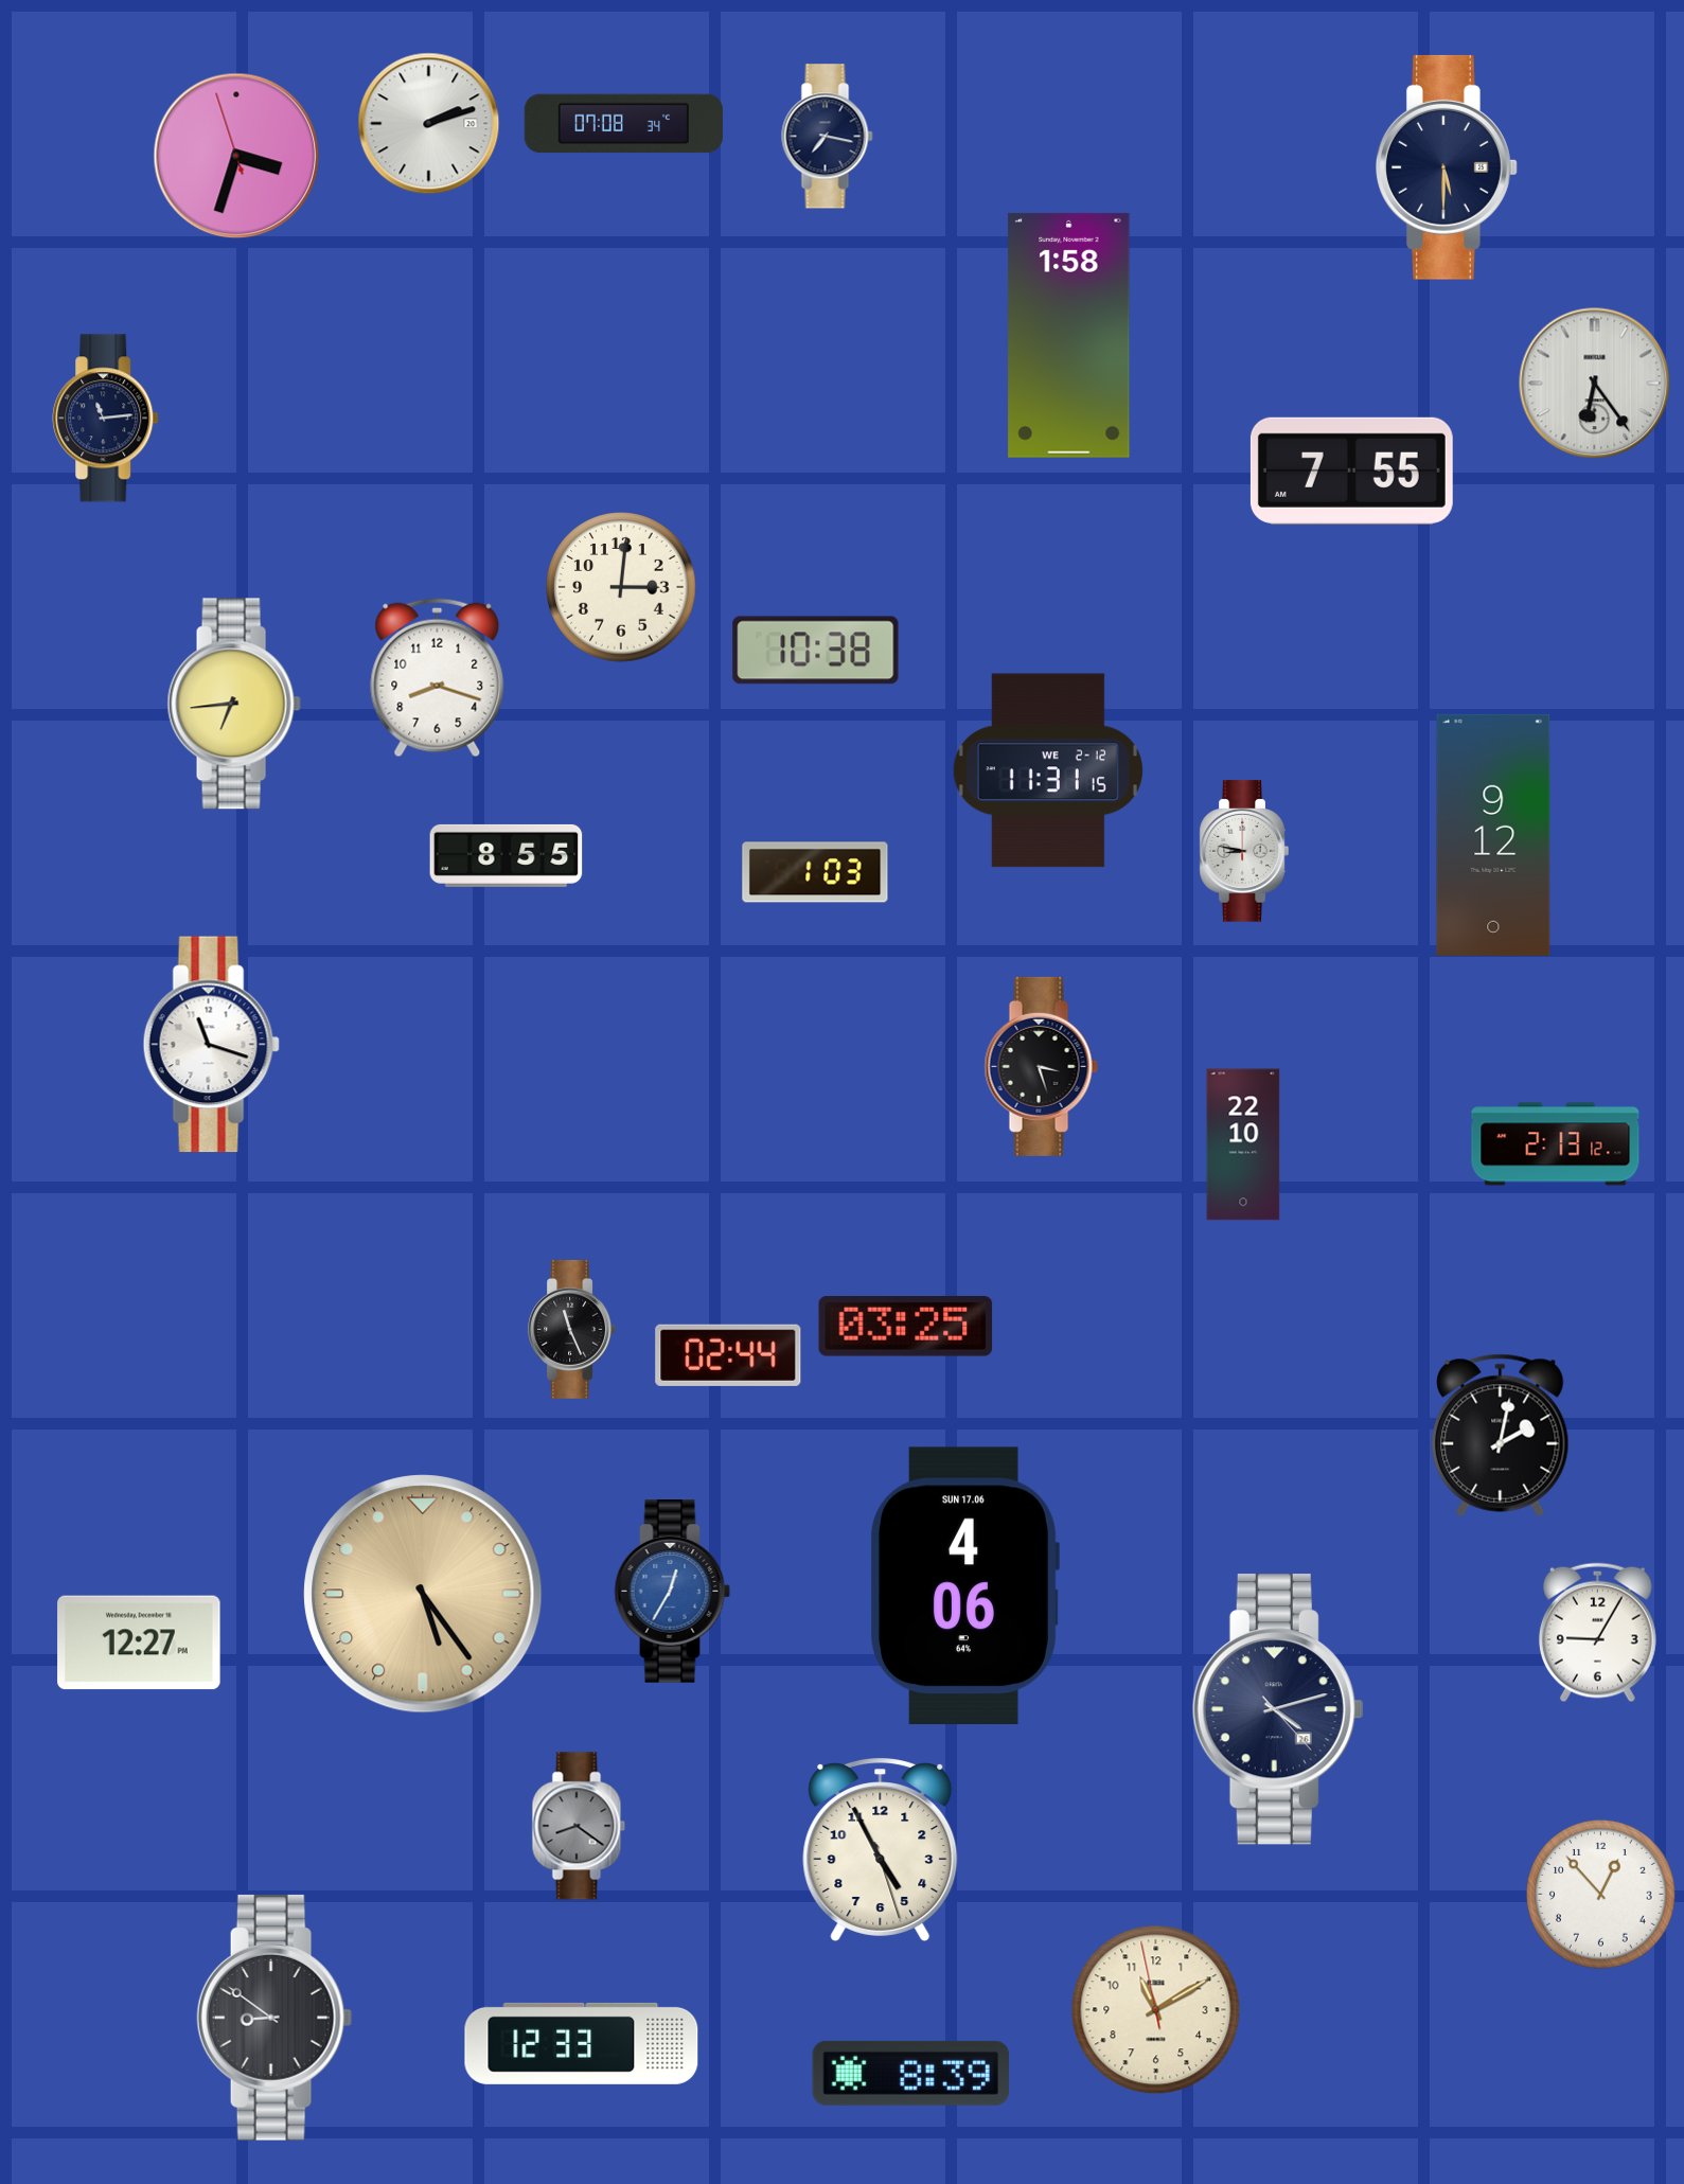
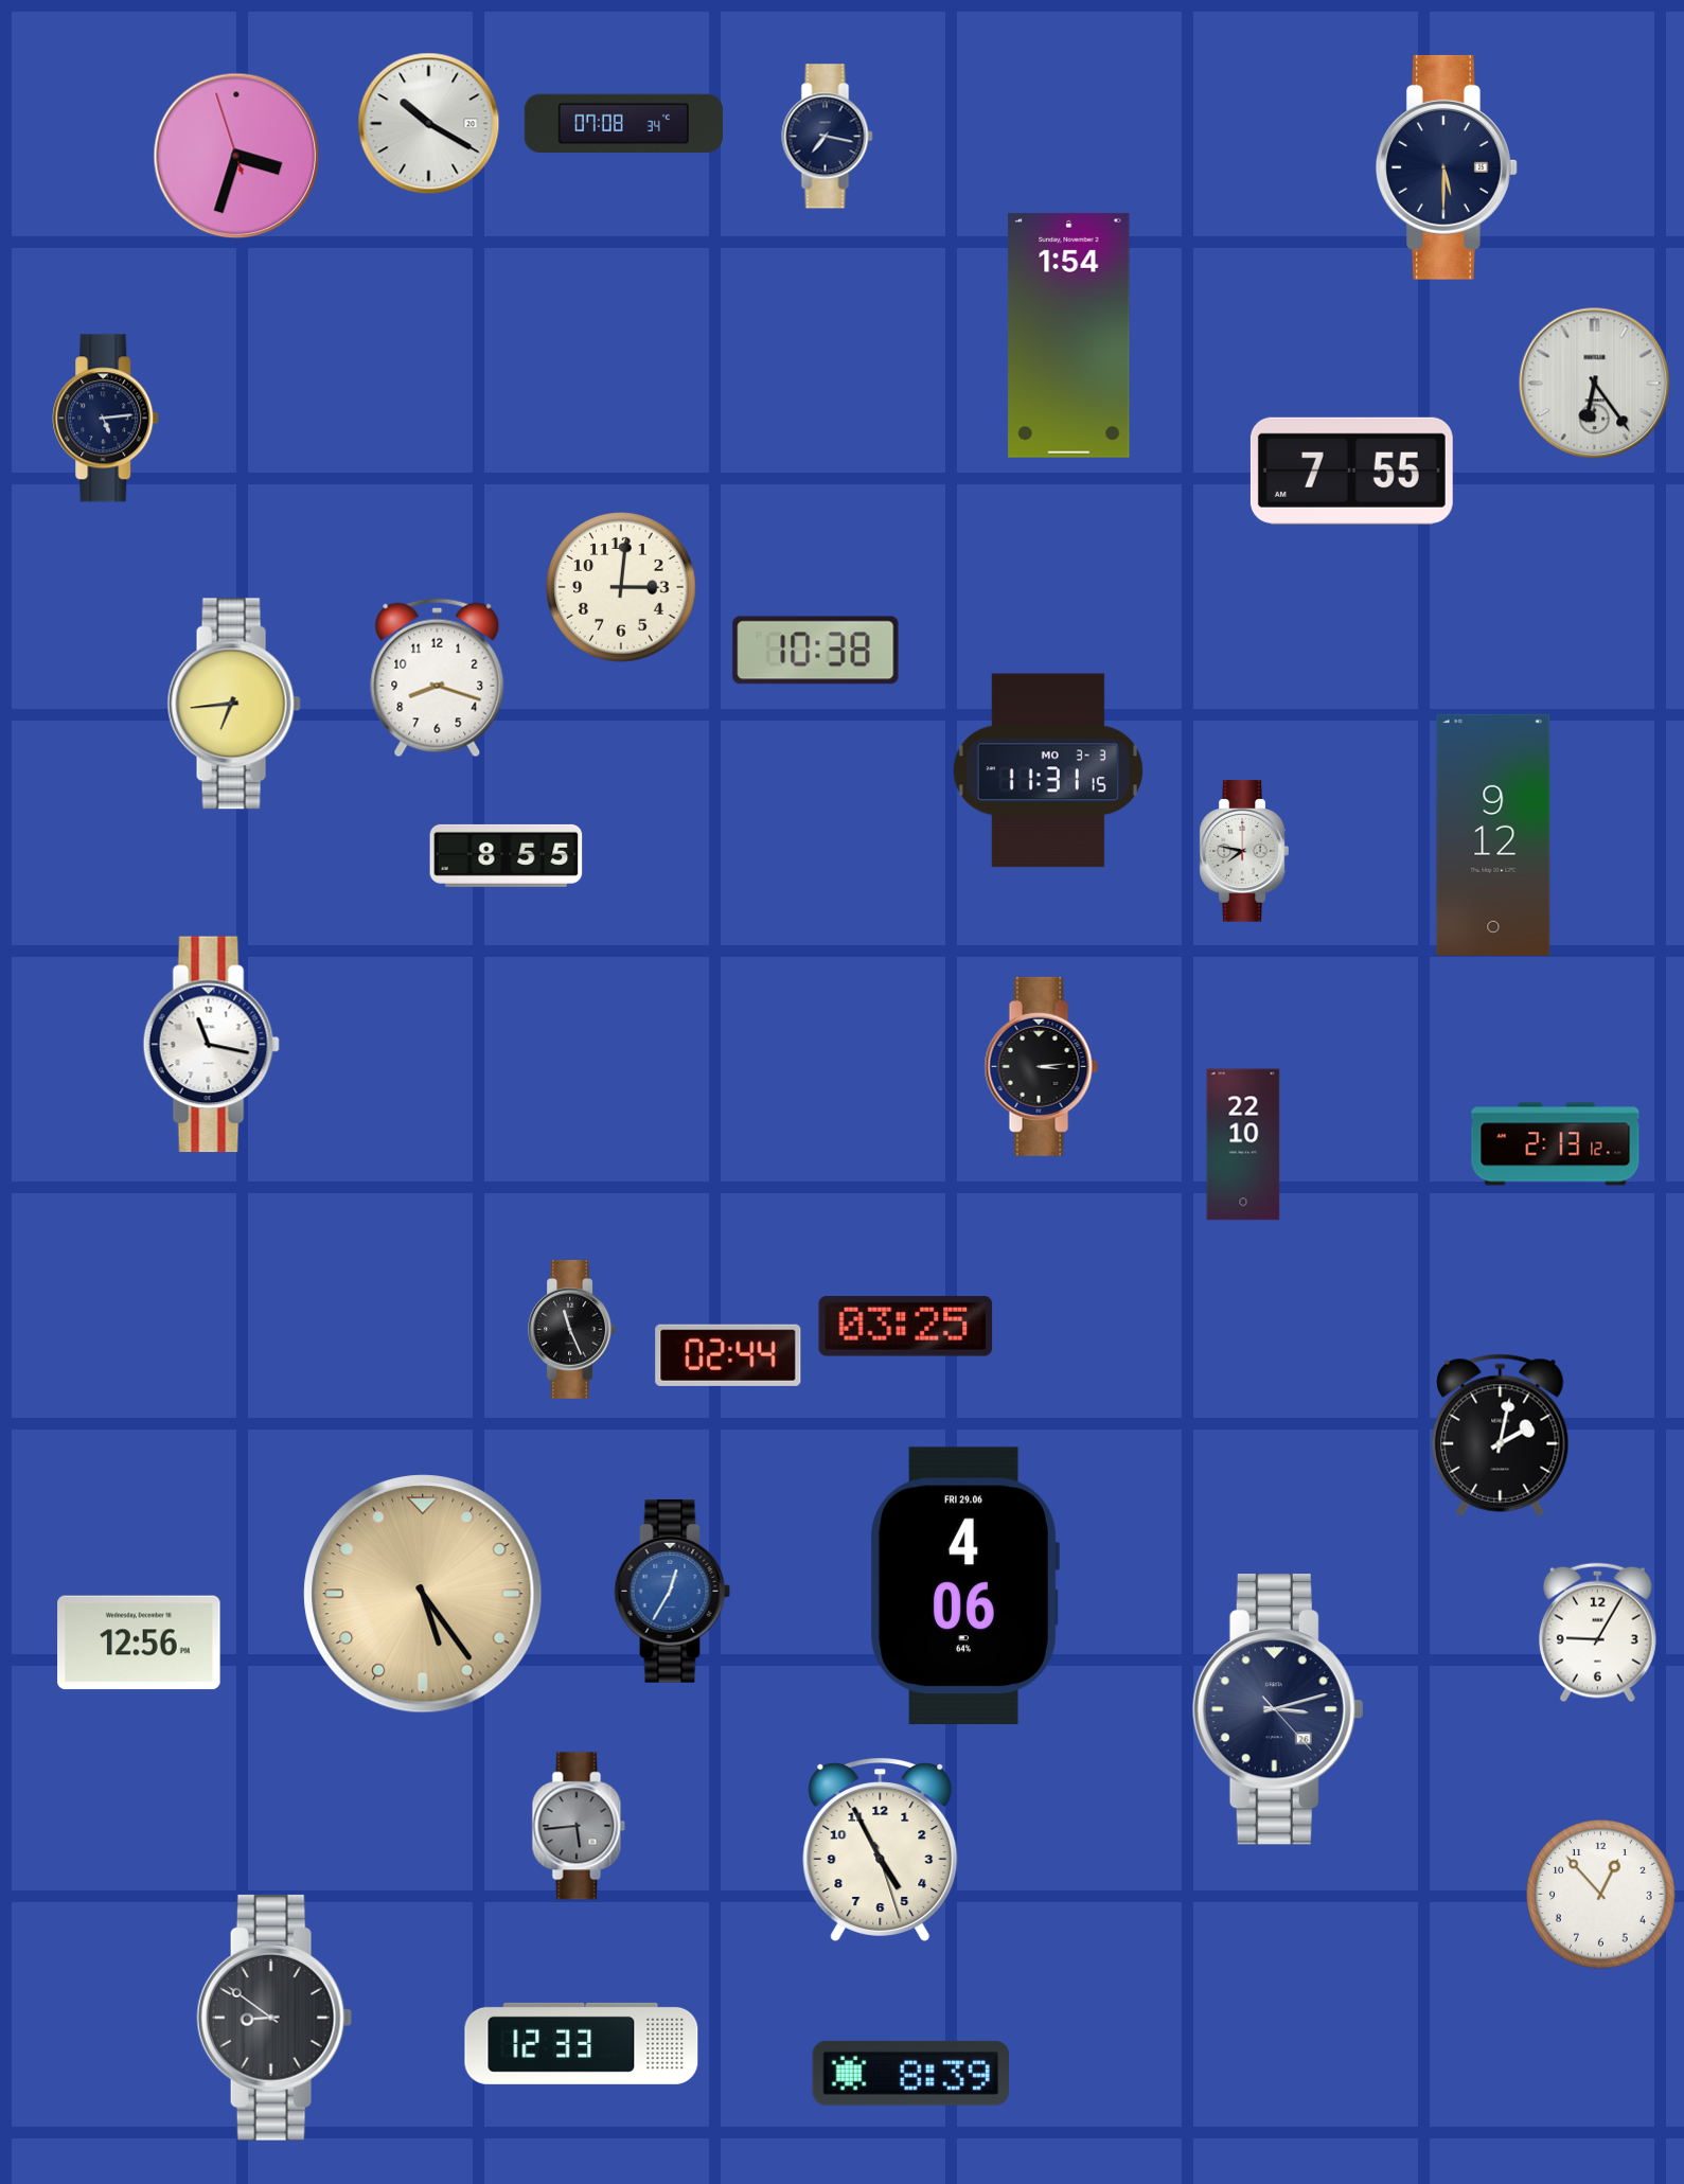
clock at (429, 124): 2:12 -> 10:20
clock at (1069, 335): 1:58 -> 1:54
clock at (106, 419): 11:14 -> 5:14
clock at (1048, 770) date: WE 2-12 -> MO 3-3
clock at (1244, 851): 8:47 -> 7:47
clock at (815, 872): 1:03 -> none
clock at (211, 1045): 11:18 -> 11:17
clock at (1041, 1066): 3:27 -> 3:14
clock at (964, 1586) date: SUN 17.06 -> FRI 29.06
clock at (139, 1643): 12:27 -> 12:56
clock at (1278, 1709): 4:12 -> 3:12
clock at (579, 1826): 8:21 -> 5:44
clock at (1156, 2010): 11:09 -> none
